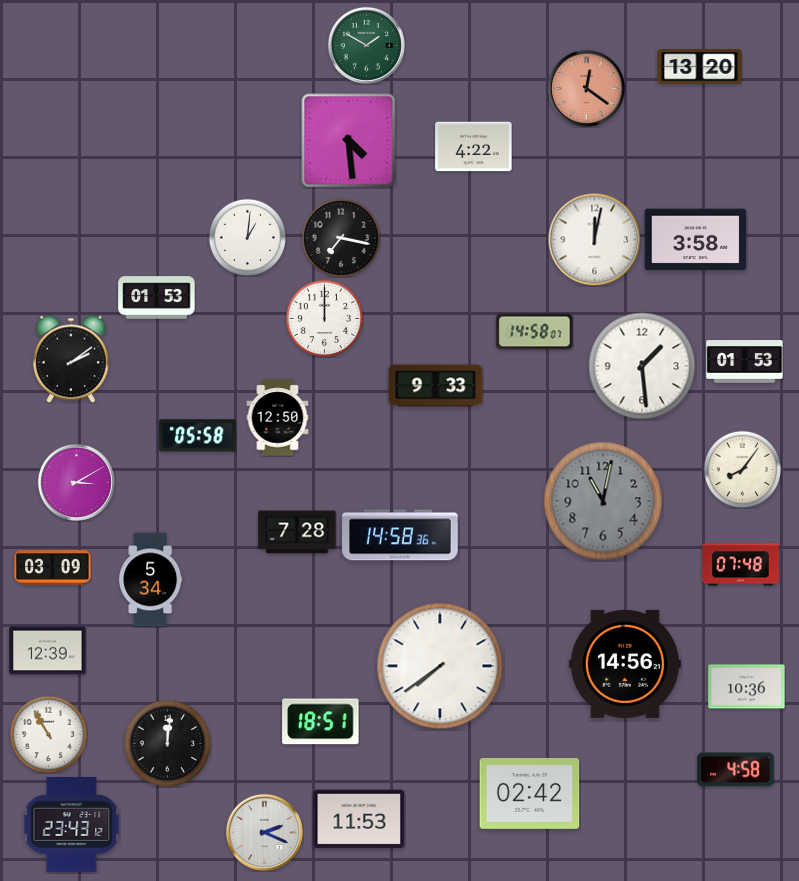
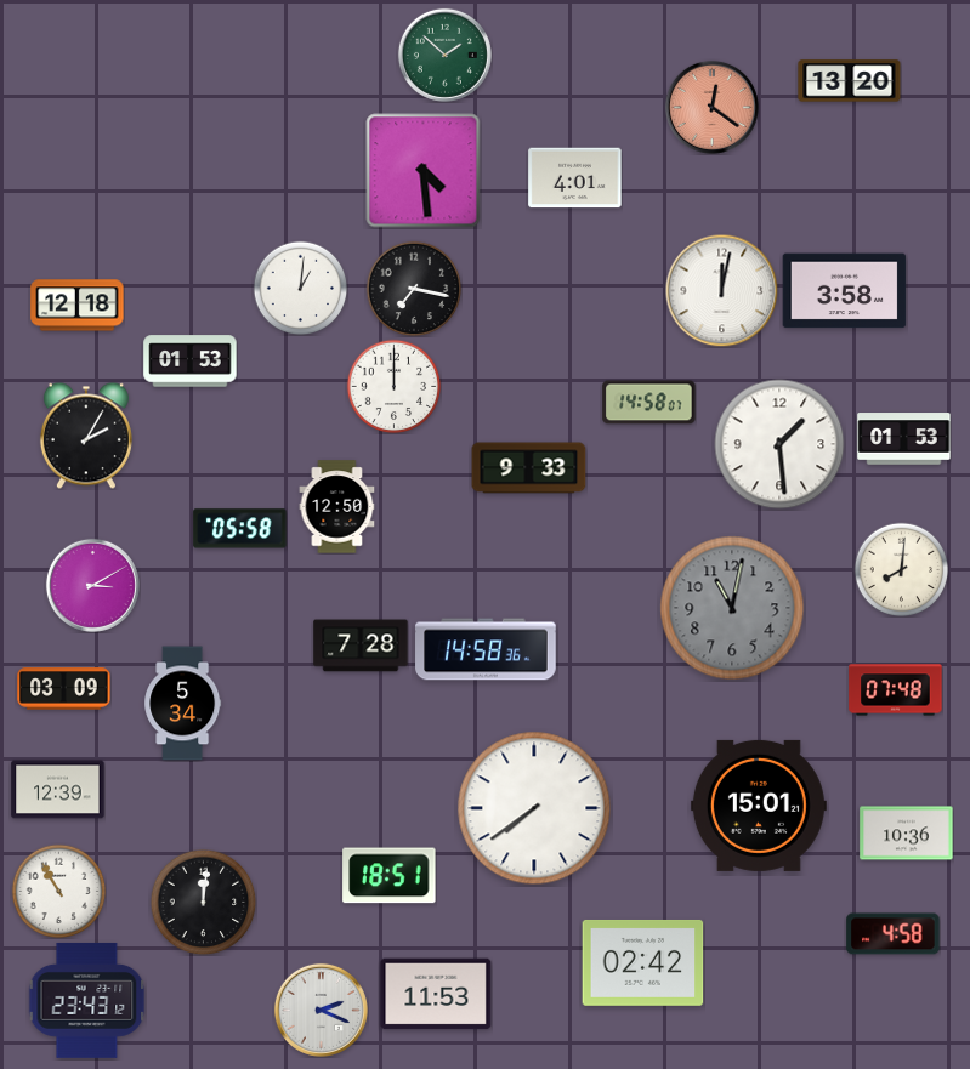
clock at (366, 45): 1:50 -> 1:52
clock at (474, 147): 4:22 -> 4:01
clock at (78, 306): none -> 12:18
clock at (71, 359): 2:09 -> 2:05
clock at (742, 469): 8:06 -> 8:01
clock at (741, 565) position: (741, 565) -> (896, 690)
clock at (625, 664): 14:56 -> 15:01
